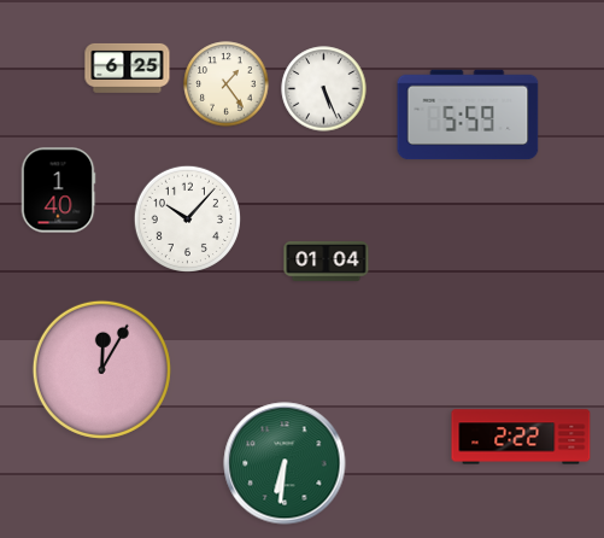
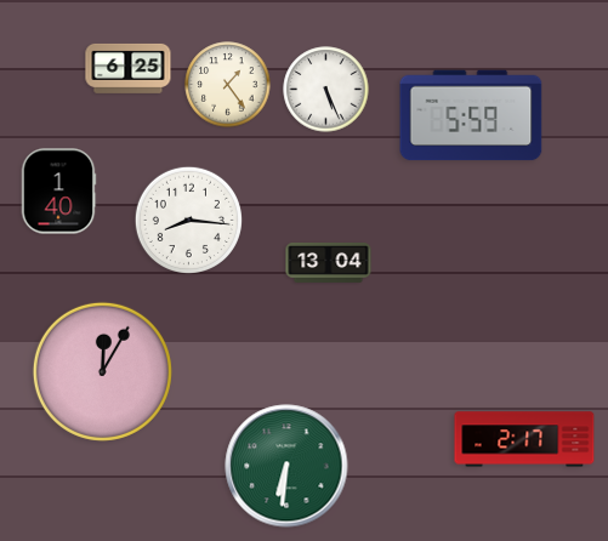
clock at (187, 218): 10:07 -> 8:16
clock at (327, 262): 01:04 -> 13:04
clock at (521, 437): 2:22 -> 2:17
